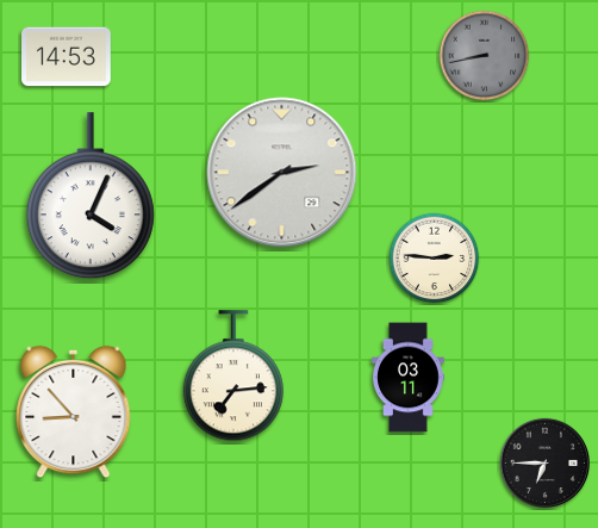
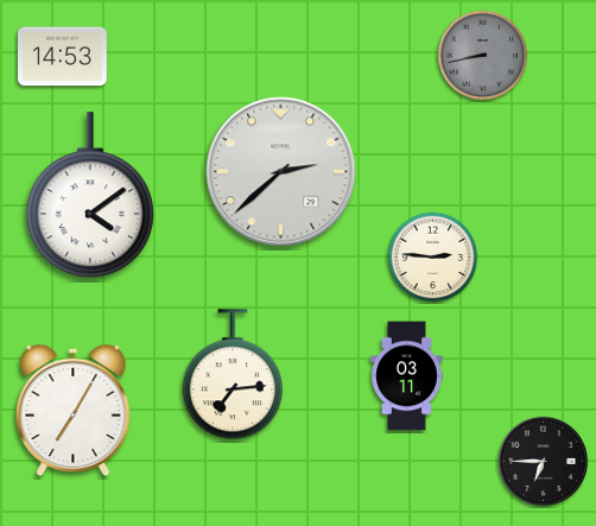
clock at (67, 57) position: (67, 57) -> (63, 57)
clock at (282, 173): 2:39 -> 2:38
clock at (91, 197): 4:04 -> 4:09
clock at (74, 412): 8:53 -> 7:05
